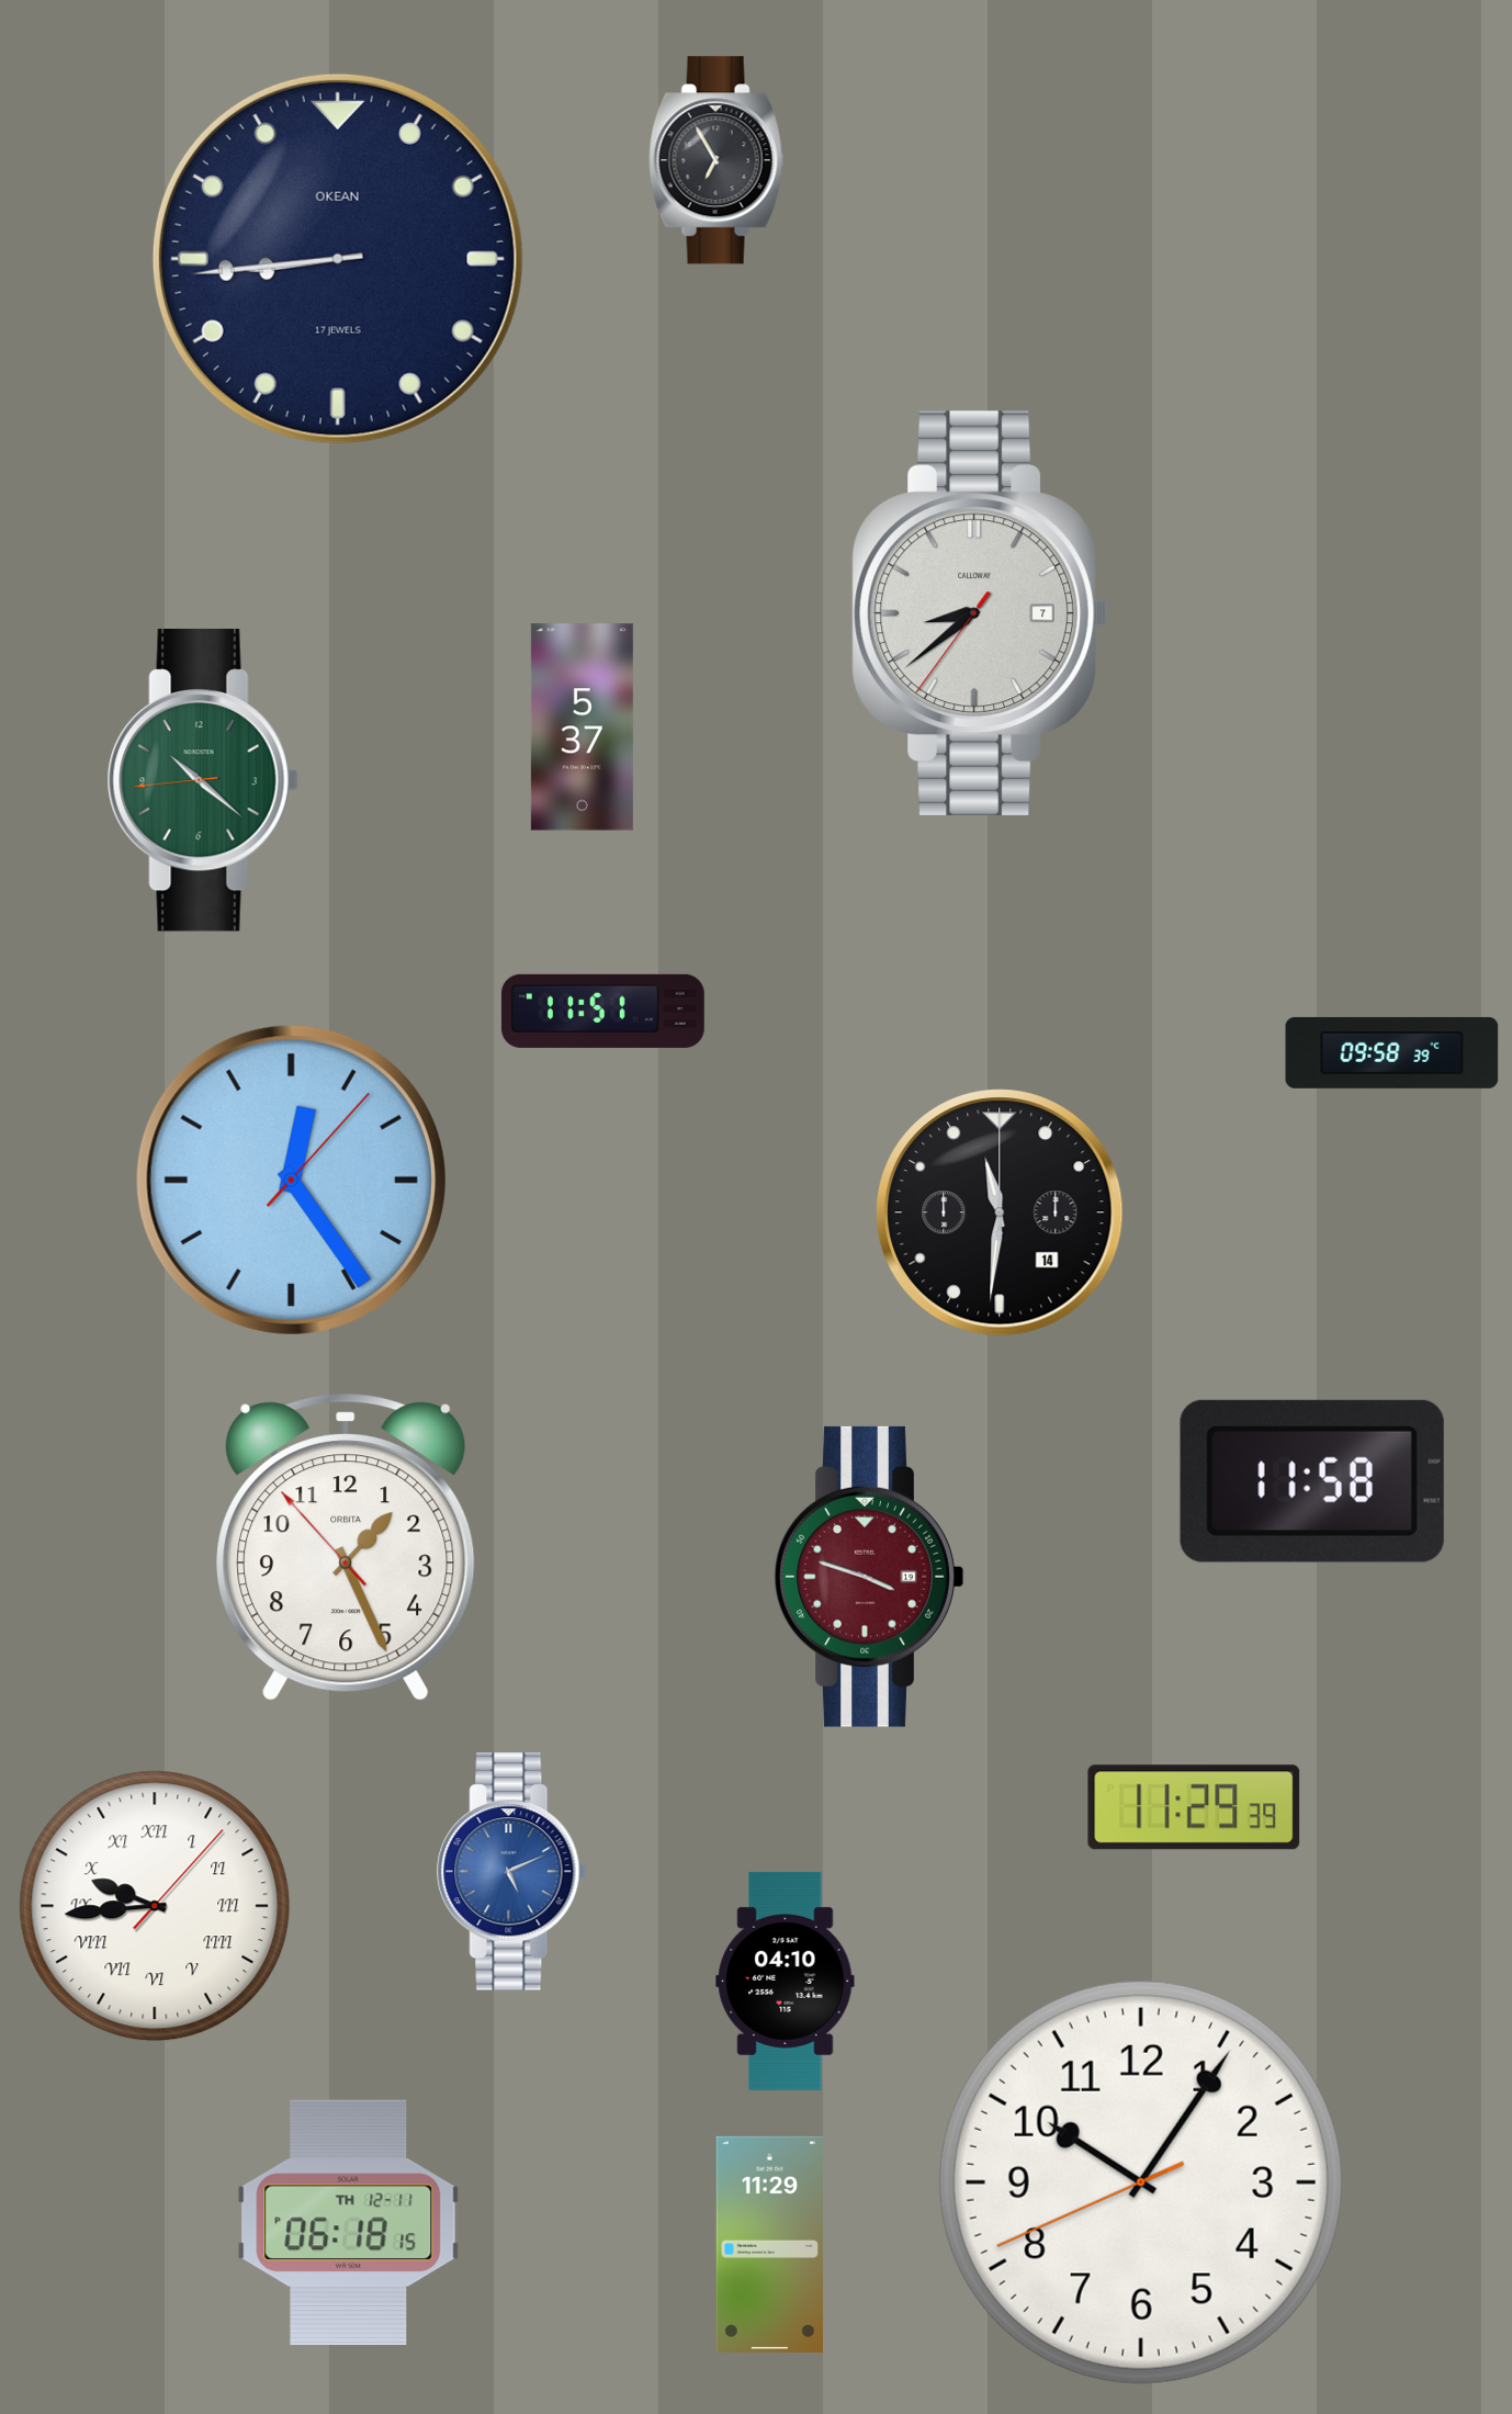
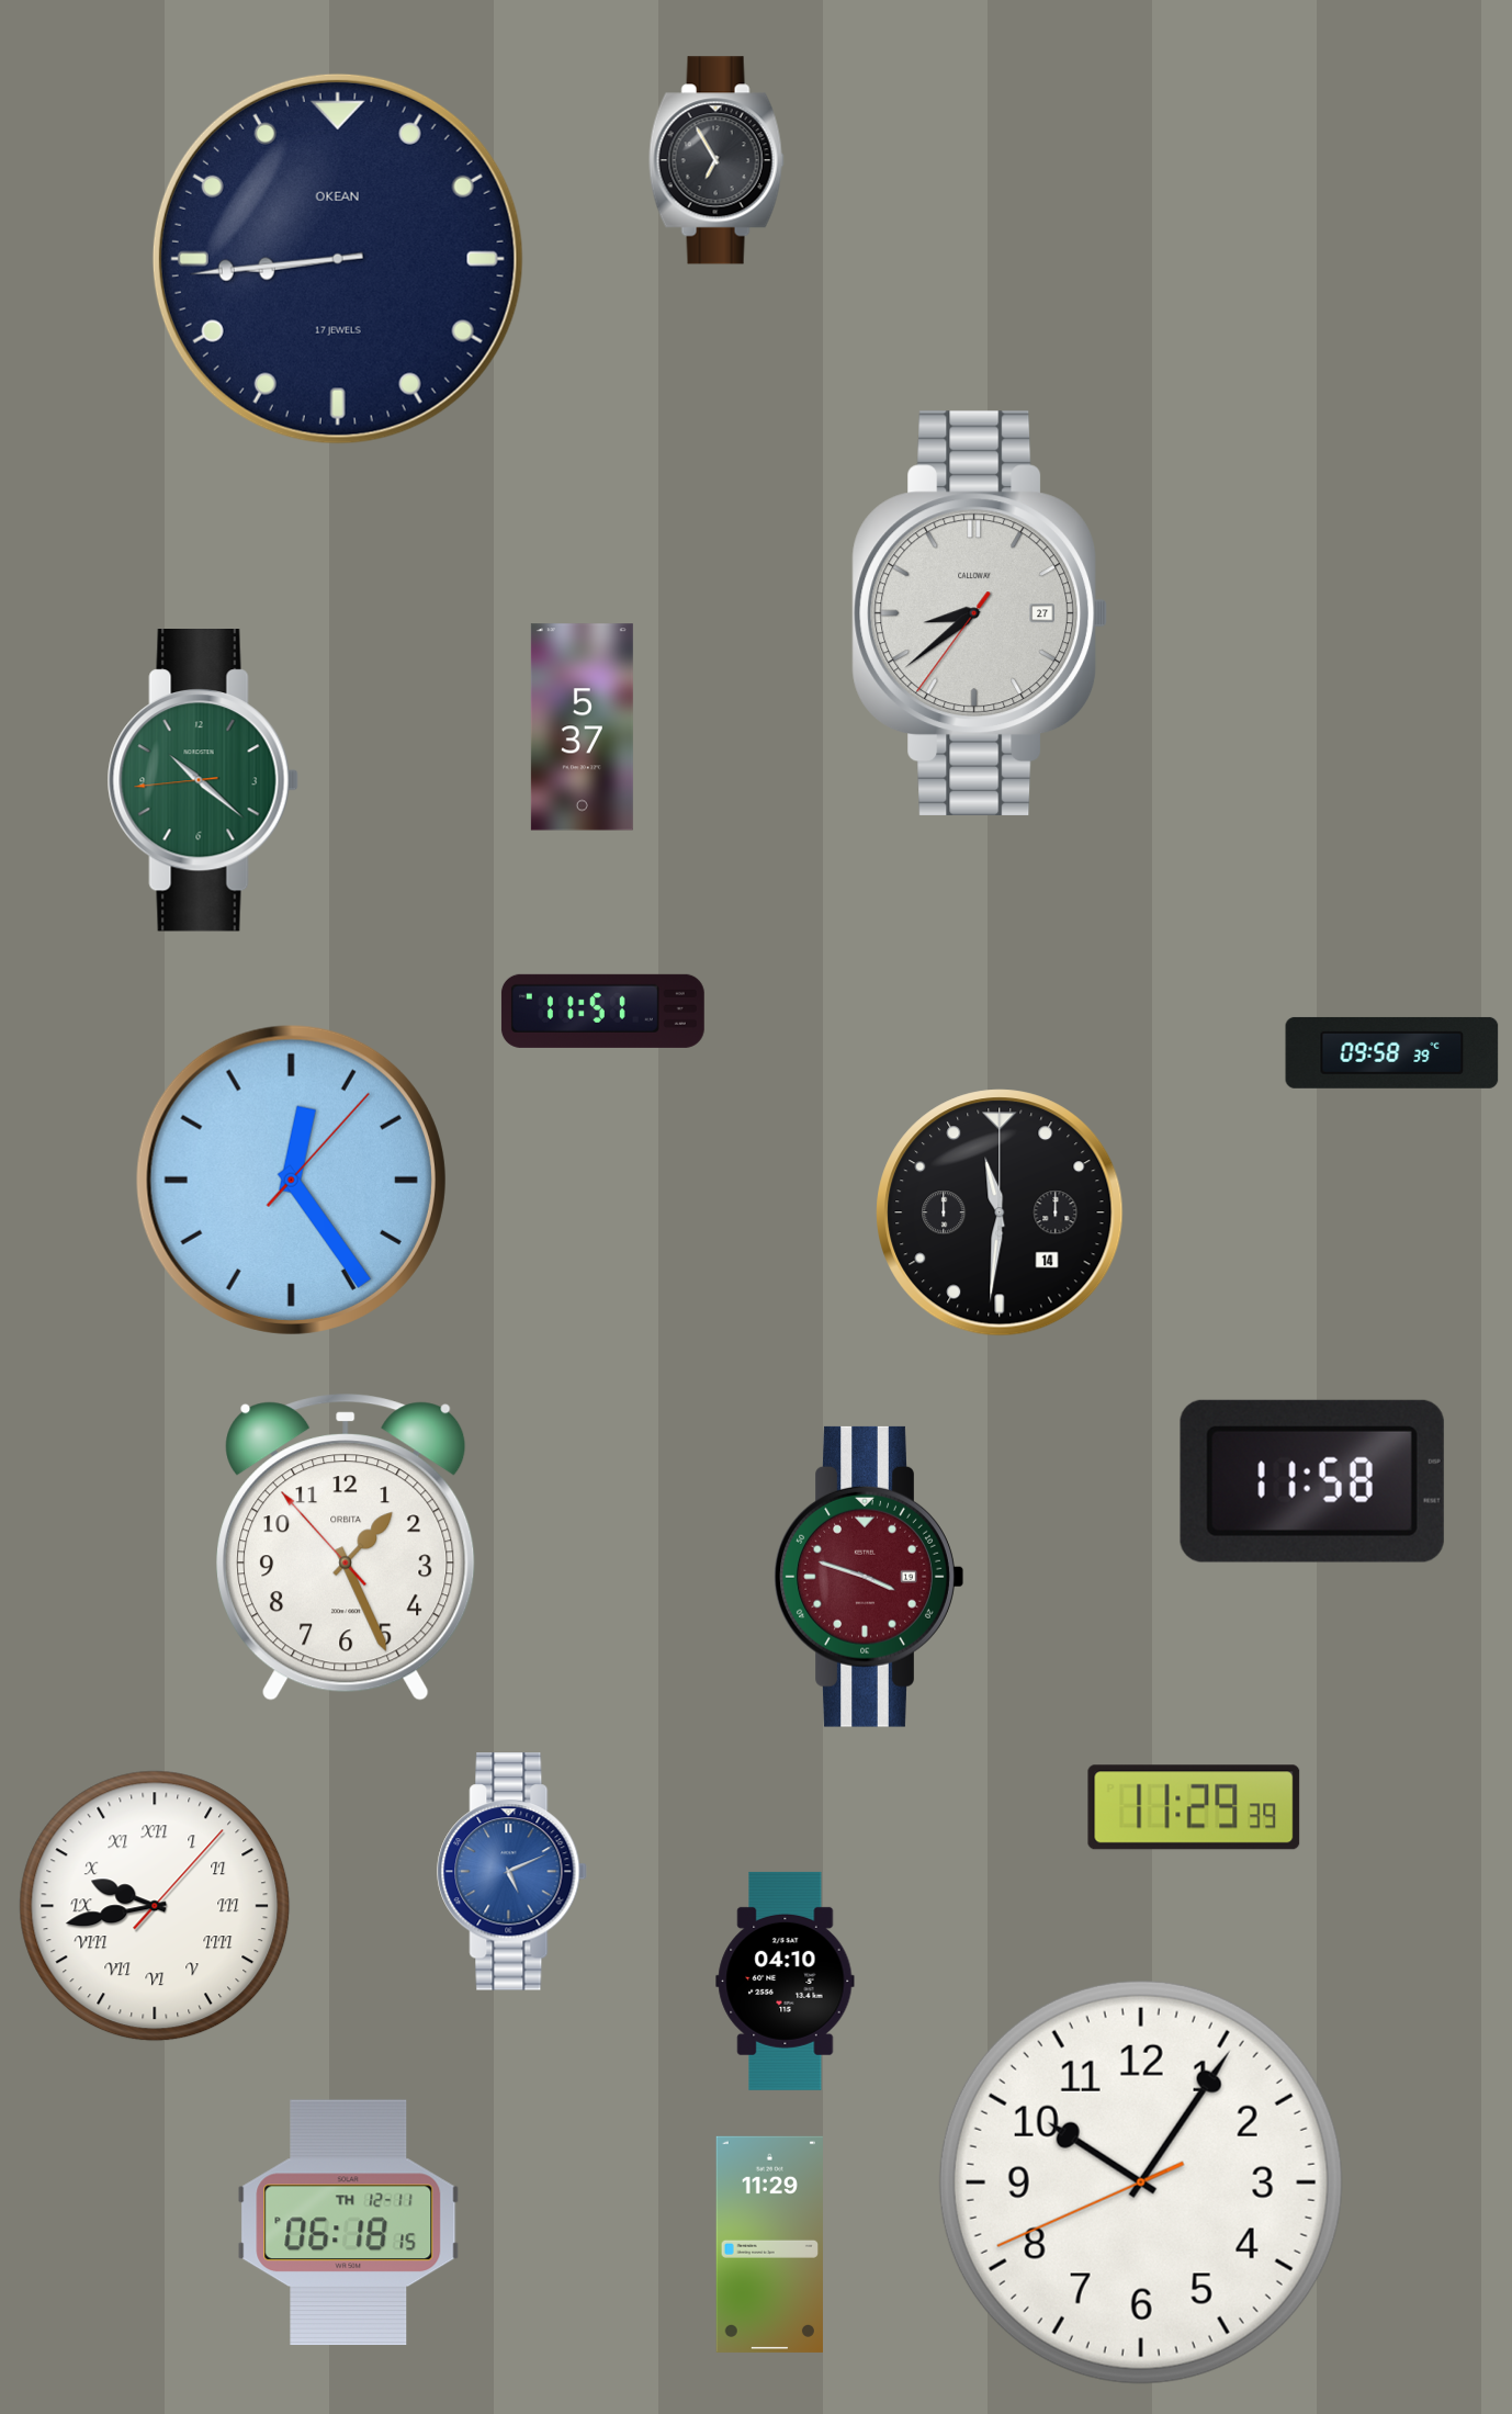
clock at (979, 612) date: 7 -> 27
clock at (155, 1906): 9:44 -> 9:43
